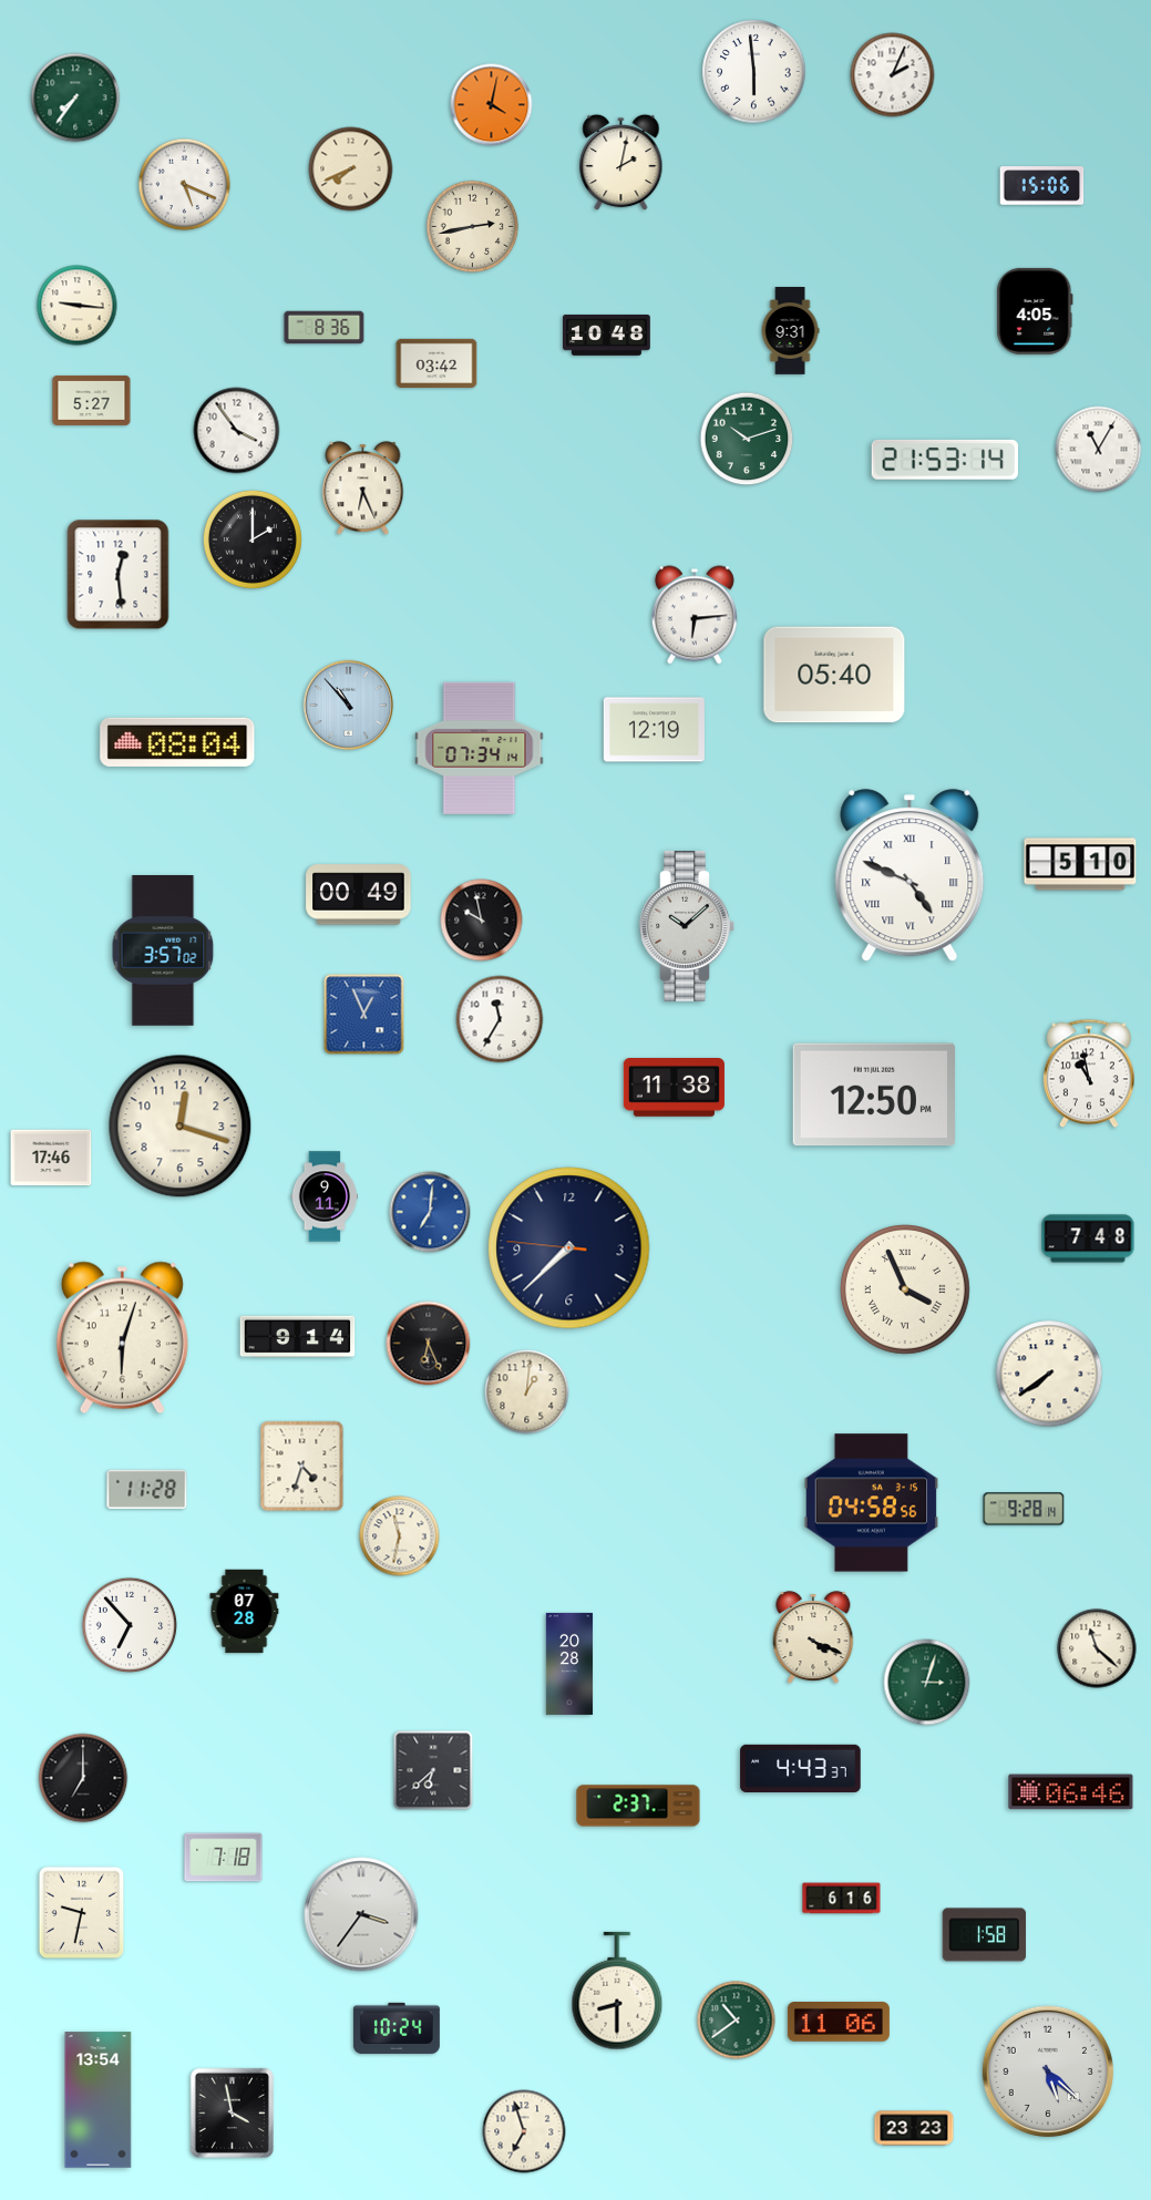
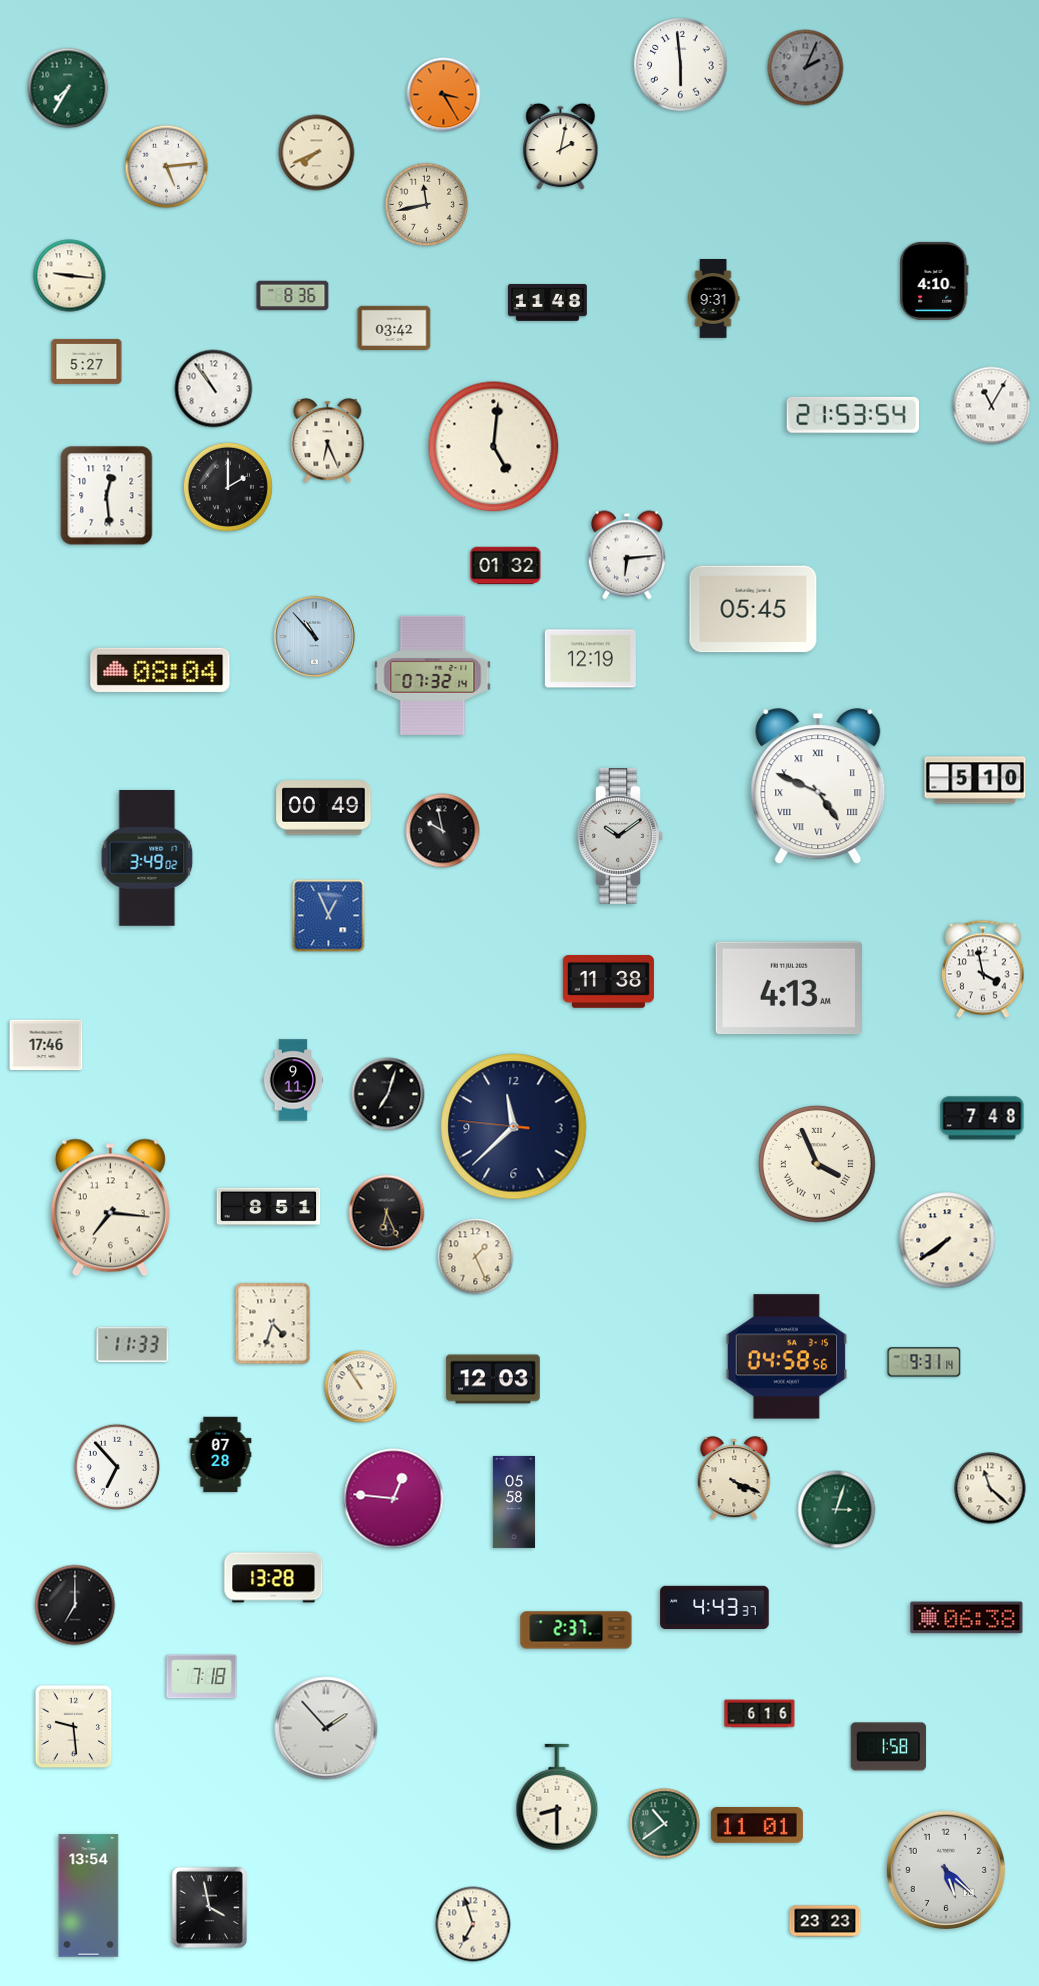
clock at (893, 75) dial: white -> grey
clock at (75, 97): 7:36 -> 7:35
clock at (492, 105): 4:02 -> 3:25
clock at (185, 185): 5:19 -> 5:14
clock at (1042, 186): 15:06 -> none
clock at (473, 227): 2:43 -> 11:43
clock at (1035, 311): 4:05 -> 4:10
clock at (607, 335): 10:48 -> 11:48
clock at (92, 400) position: (92, 400) -> (87, 361)
clock at (237, 431): 3:54 -> 10:54
clock at (747, 439): 10:12 -> none
clock at (945, 460): 21:53:14 -> 21:53:54
clock at (494, 447): none -> 5:01
clock at (119, 575) position: (119, 575) -> (107, 496)
clock at (506, 566): none -> 01:32
clock at (834, 675): 05:40 -> 05:45
clock at (480, 748): 07:34 -> 07:32
clock at (910, 876) position: (910, 876) -> (818, 787)
clock at (482, 921) position: (482, 921) -> (443, 831)
clock at (687, 927): 10:08 -> 10:09
clock at (163, 952): 3:57 -> 3:49
clock at (500, 1019): 11:35 -> none
clock at (1089, 1073): 10:58 -> 3:58
clock at (874, 1094): 12:50 -> 4:13
clock at (181, 1127): 12:18 -> none
clock at (430, 1212): 7:01 -> 7:03
clock at (430, 1212) dial: blue -> black
clock at (569, 1248): 7:37 -> 11:37
clock at (298, 1337): 9:14 -> 8:51
clock at (122, 1338): 6:03 -> 7:16
clock at (527, 1392): 1:01 -> 1:26
clock at (147, 1490): 11:28 -> 11:33
clock at (1024, 1509): 9:28 -> 9:31
clock at (493, 1379): none -> 12:03
clock at (400, 1536): 11:32 -> 10:55
clock at (394, 1499): none -> 12:46
clock at (569, 1664): 20:28 -> 05:58
clock at (927, 1683) position: (927, 1683) -> (837, 1510)
clock at (274, 1578): none -> 13:28
clock at (801, 1768) position: (801, 1768) -> (715, 1607)
clock at (433, 1770): 6:38 -> none
clock at (1071, 1792): 06:46 -> 06:38
clock at (82, 1913): 9:32 -> 9:29
clock at (361, 1914): 3:36 -> 1:53
clock at (839, 2023): 11:06 -> 11:01
clock at (397, 2028): 10:24 -> none
